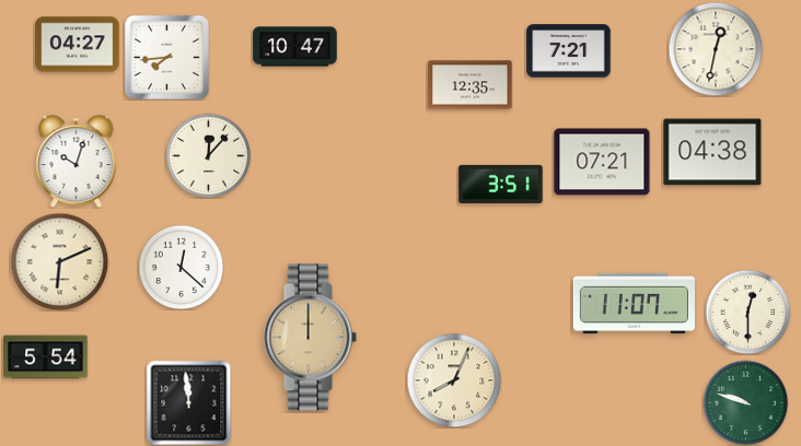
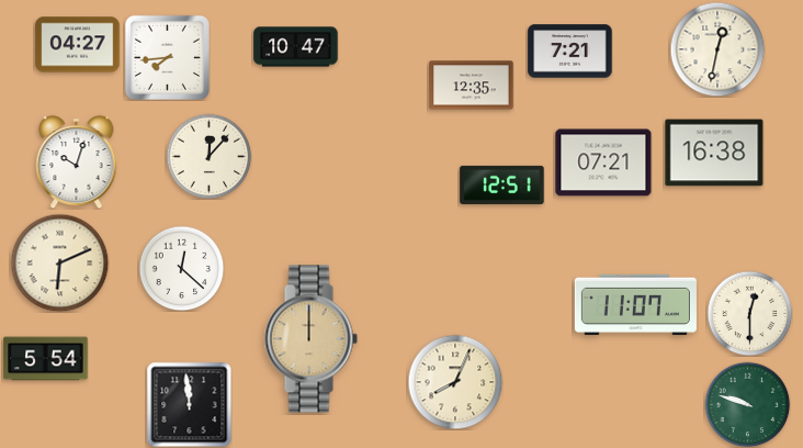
clock at (712, 152): 04:38 -> 16:38
clock at (501, 184): 3:51 -> 12:51
